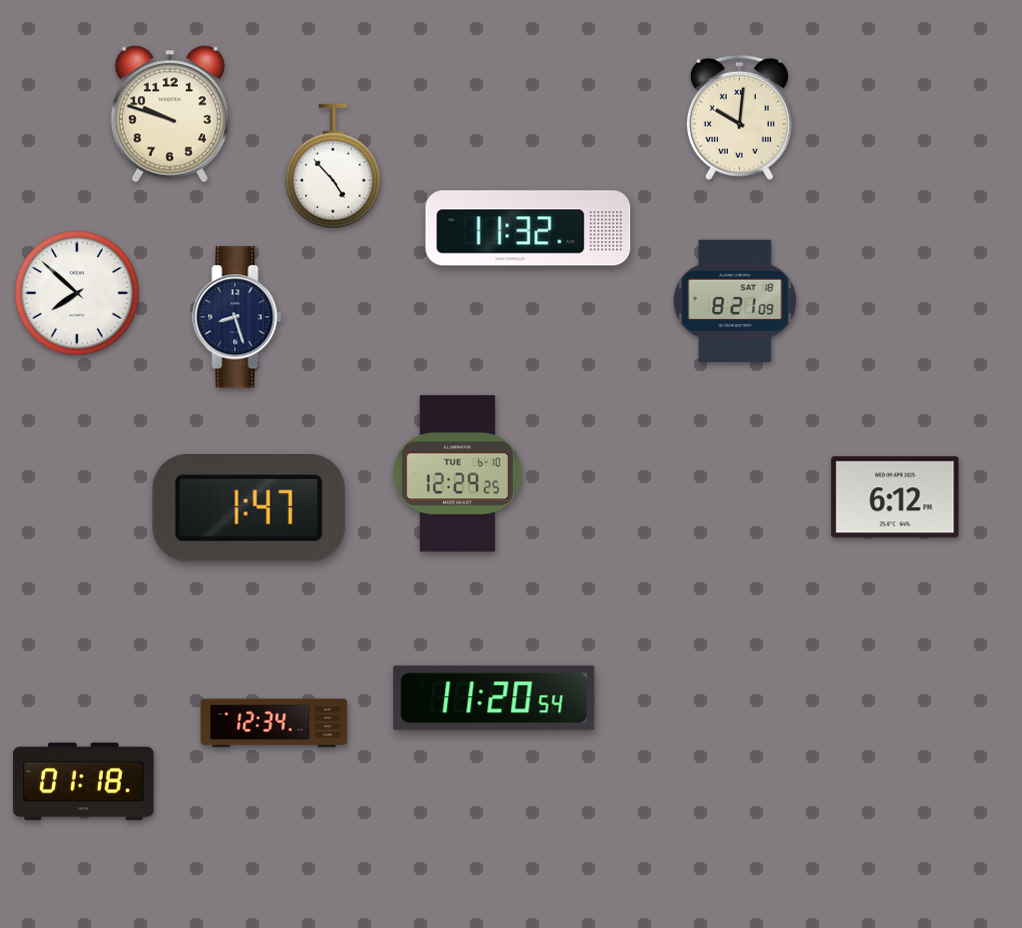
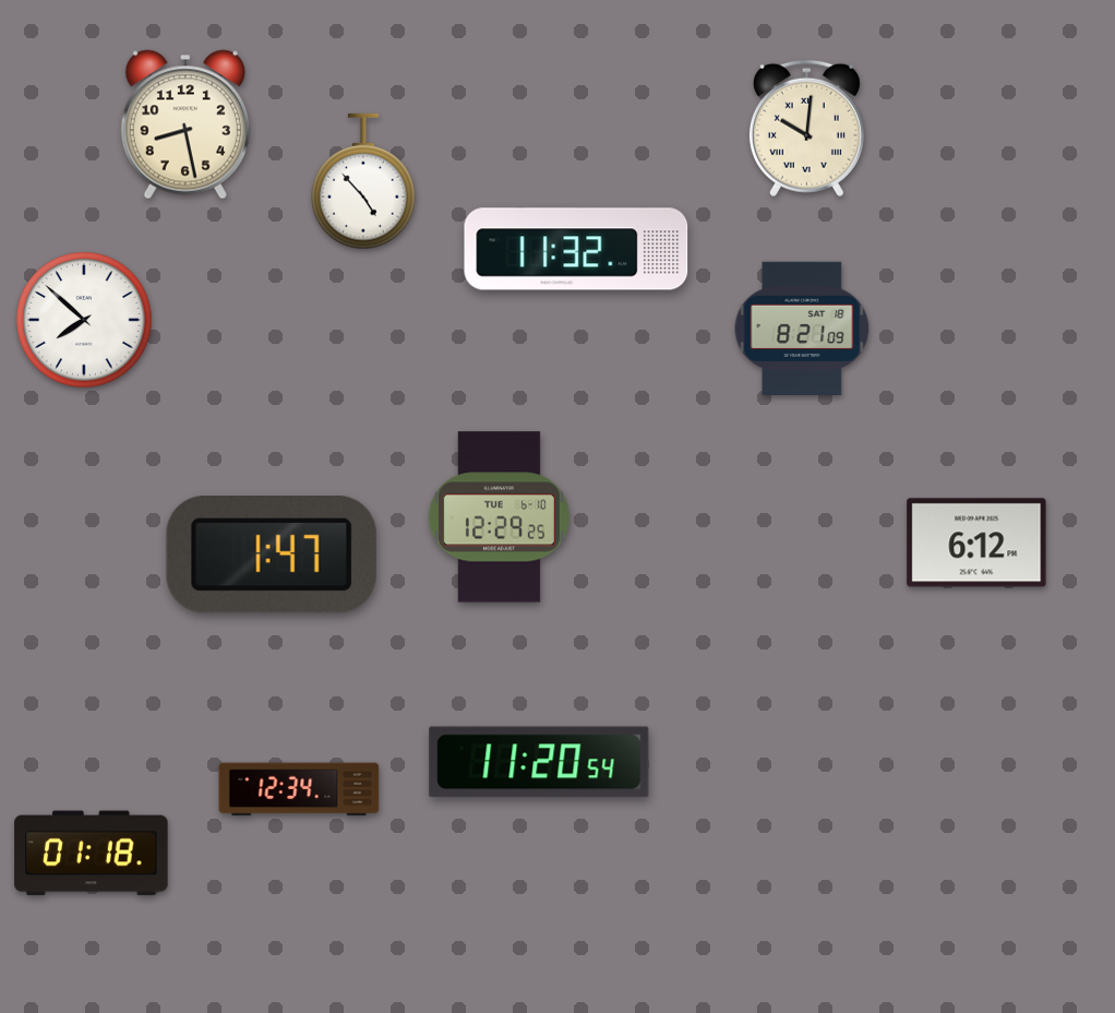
clock at (170, 114): 9:48 -> 8:28
clock at (237, 317): 8:27 -> none
